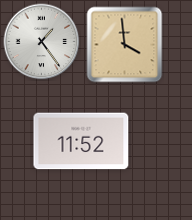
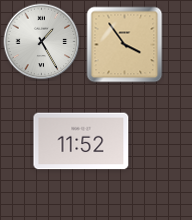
clock at (42, 42): 1:24 -> 1:25
clock at (125, 45): 3:59 -> 3:54
